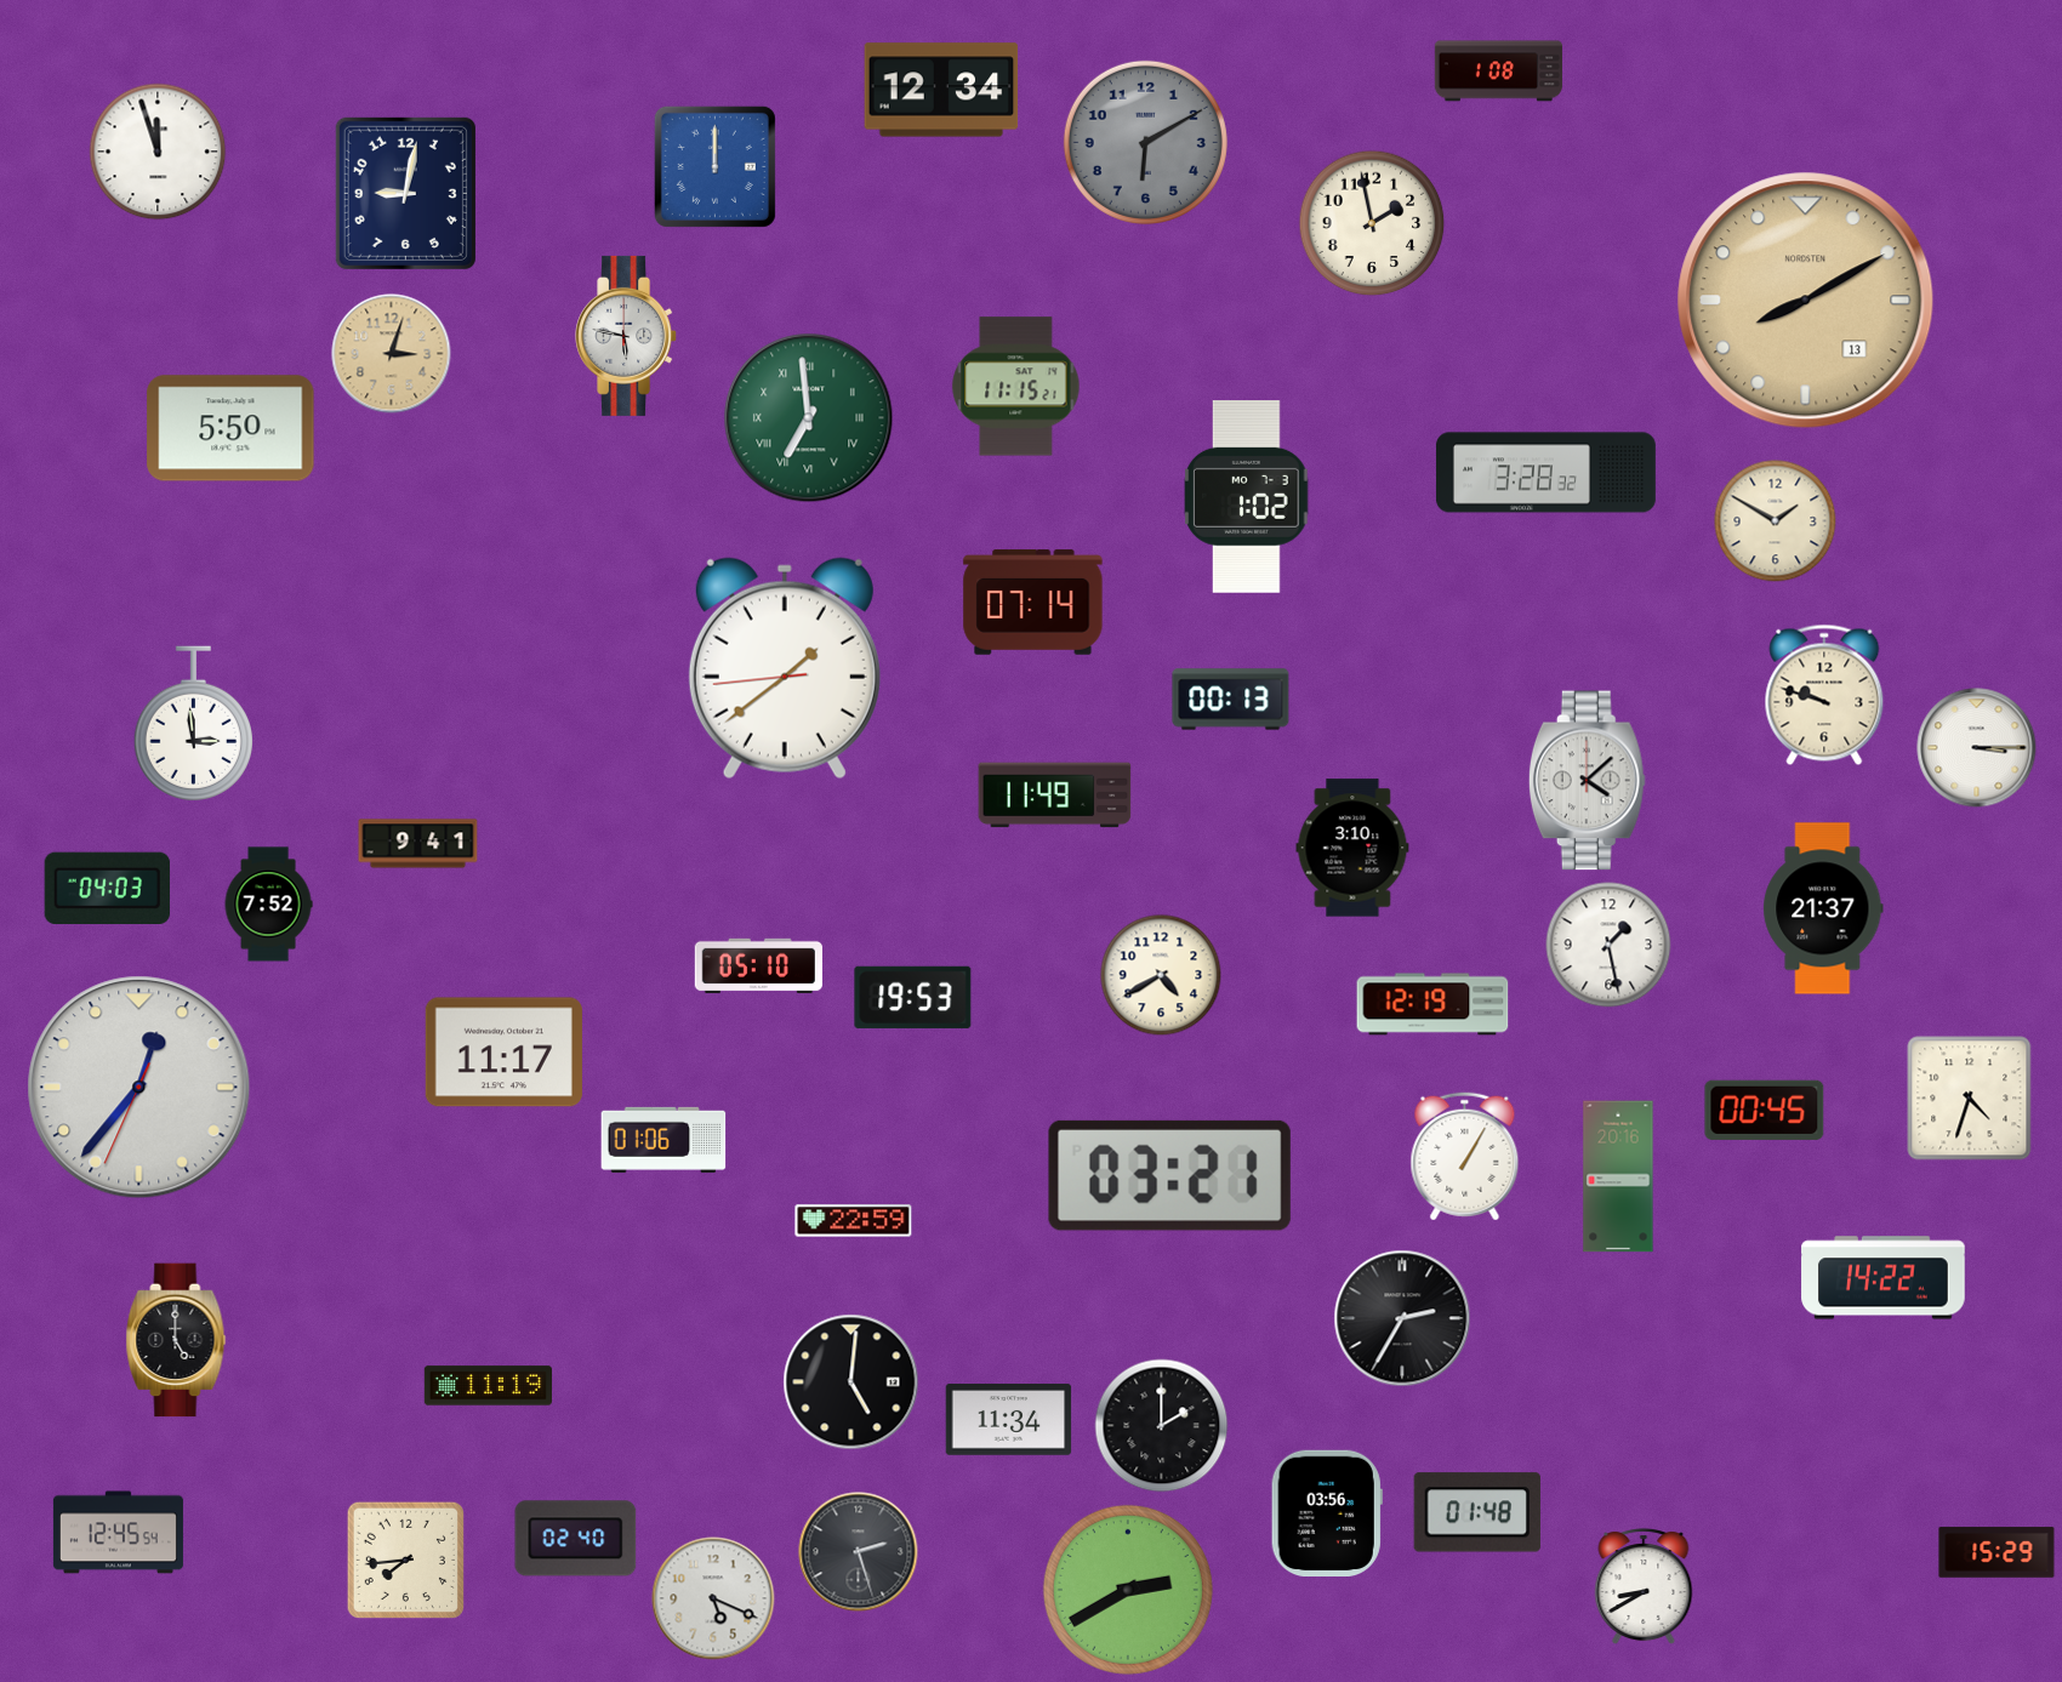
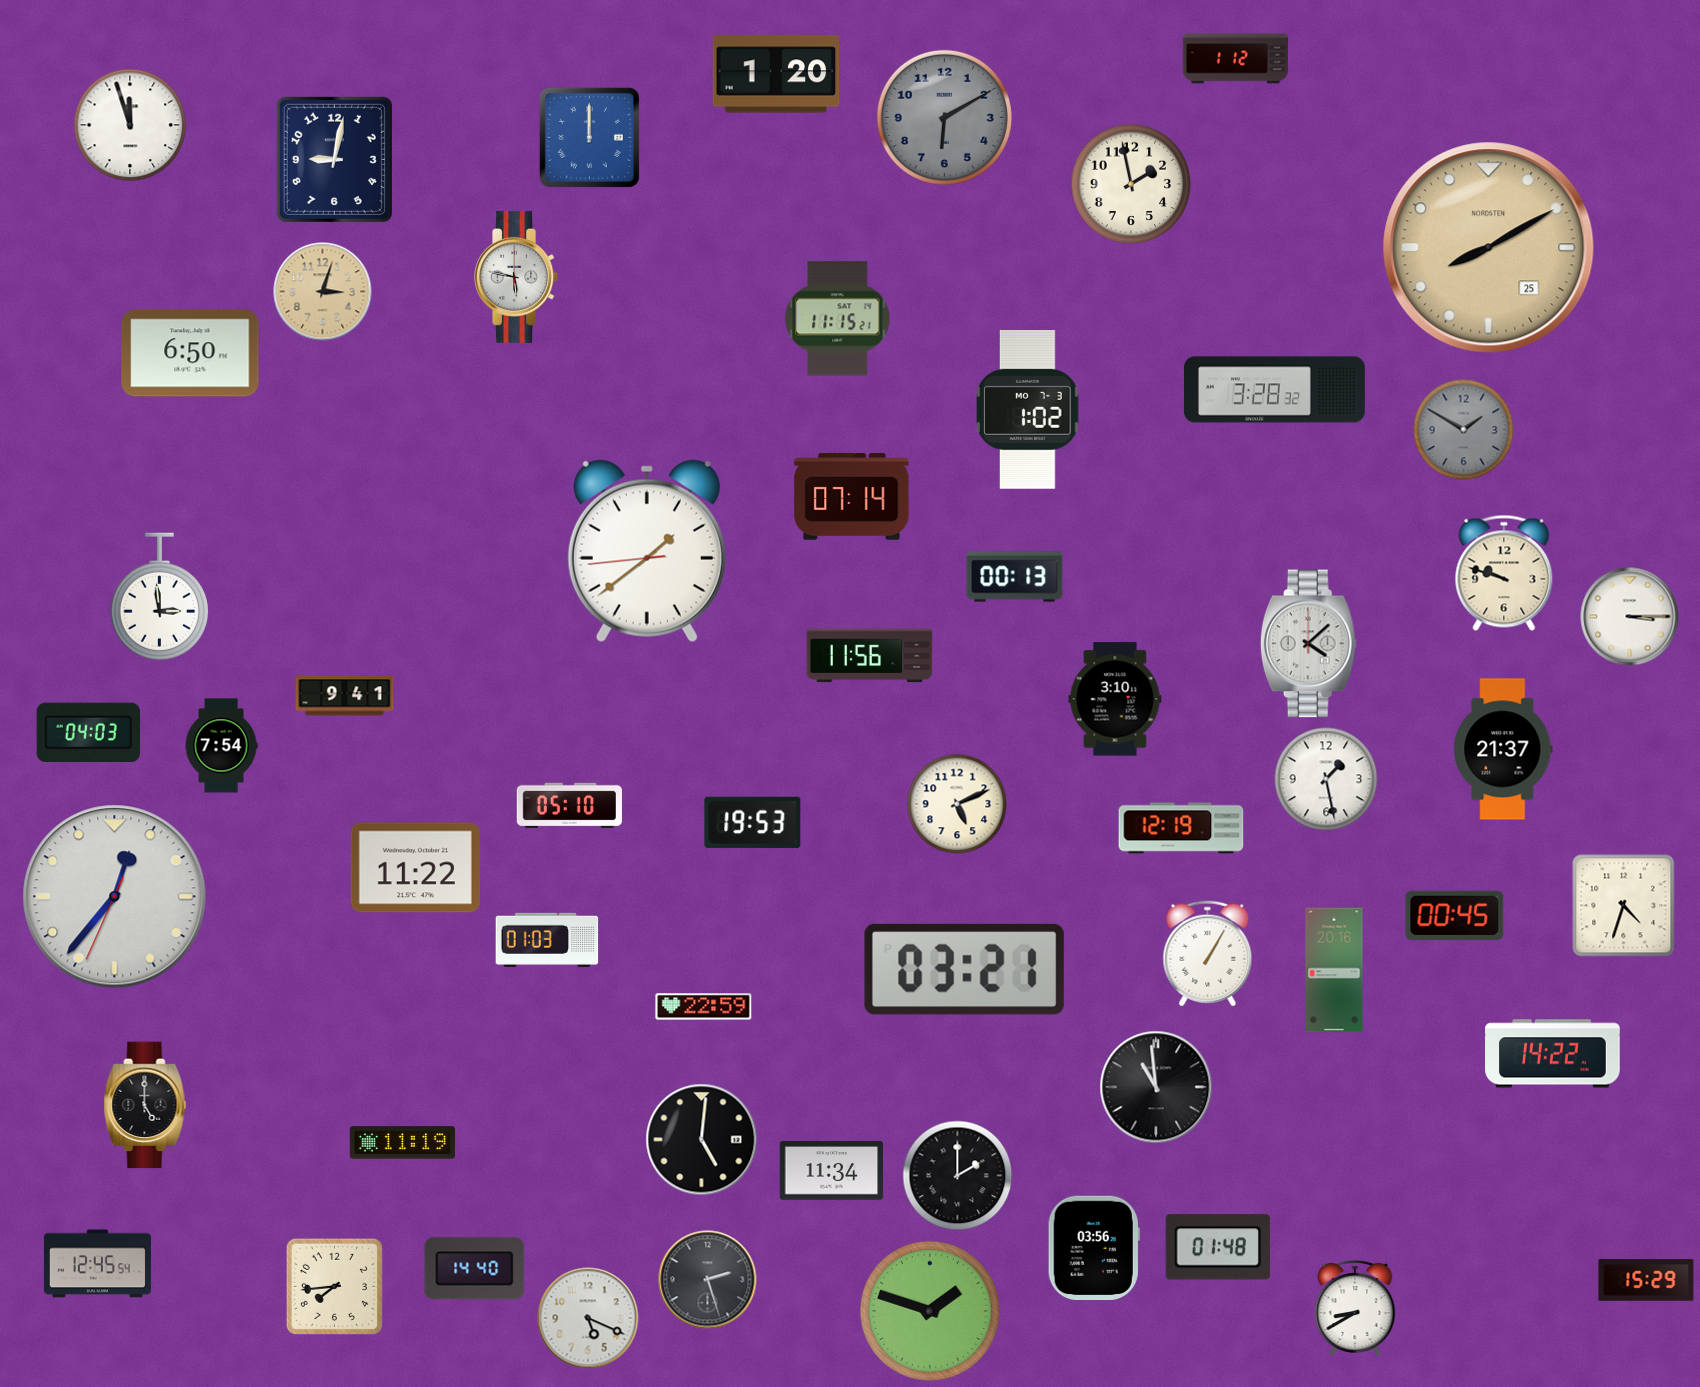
clock at (1498, 72): 1:08 -> 1:12
clock at (941, 90): 12:34 -> 1:20
clock at (1806, 301) date: 13 -> 25
clock at (809, 418): 6:59 -> none
clock at (230, 428): 5:50 -> 6:50
clock at (1776, 521) dial: cream -> grey
clock at (1055, 796): 11:49 -> 11:56
clock at (268, 905): 7:52 -> 7:54
clock at (758, 965) position: (758, 965) -> (569, 805)
clock at (1161, 975): 4:40 -> 5:11
clock at (503, 1053): 11:17 -> 11:22
clock at (663, 1140): 01:06 -> 01:03
clock at (1402, 1318): 2:35 -> 10:59
clock at (576, 1539): 02:40 -> 14:40
clock at (1128, 1590): 2:40 -> 1:48
